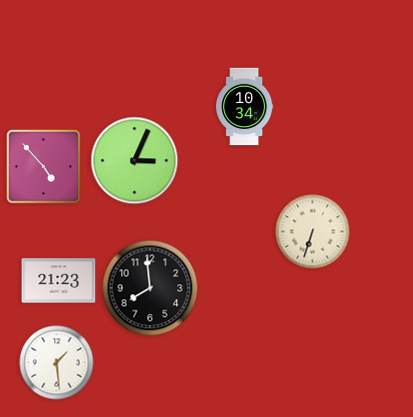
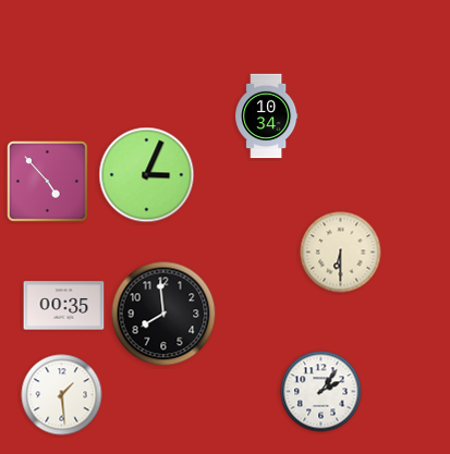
clock at (313, 232): 6:33 -> 6:30
clock at (59, 281): 21:23 -> 00:35
clock at (321, 392): none -> 2:06
